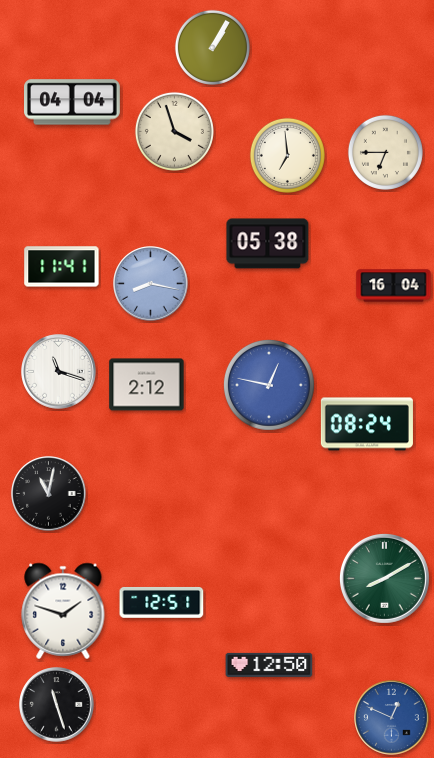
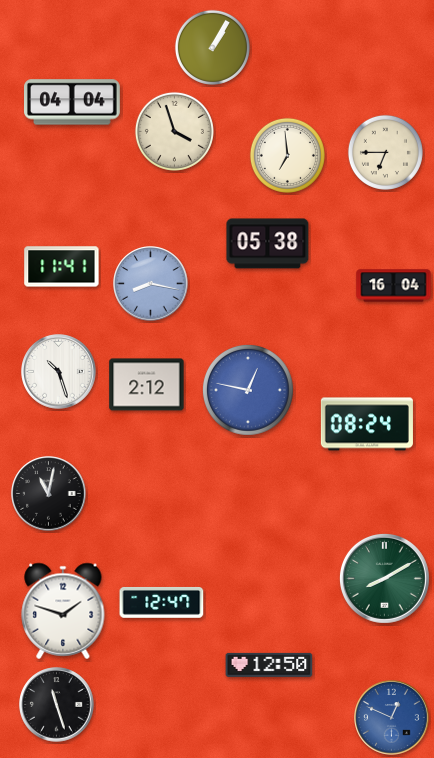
clock at (59, 372): 11:18 -> 10:27
clock at (269, 385) position: (269, 385) -> (248, 390)
clock at (162, 602): 12:51 -> 12:47
